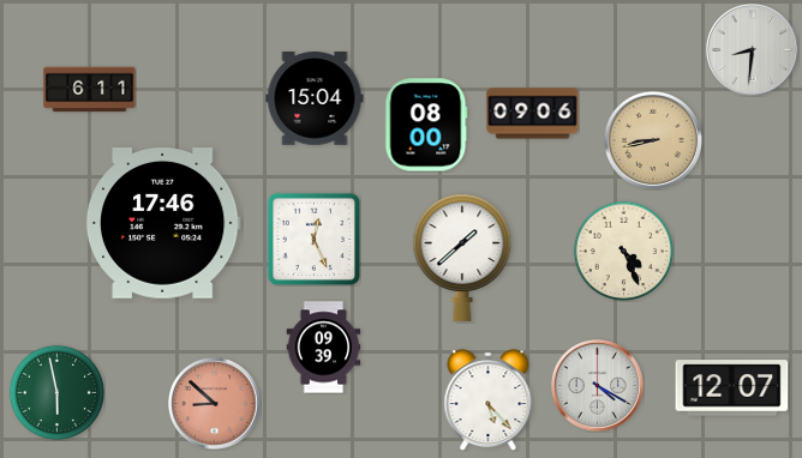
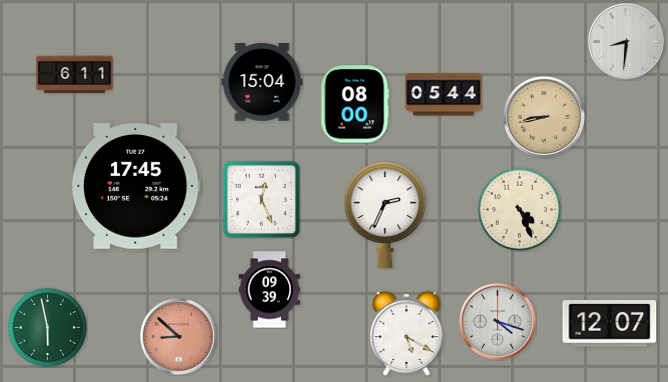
clock at (533, 114): 09:06 -> 05:44
clock at (163, 224): 17:46 -> 17:45
clock at (462, 258): 1:38 -> 2:34
clock at (598, 386): 4:20 -> 4:18
clock at (489, 400): 5:23 -> 5:20
